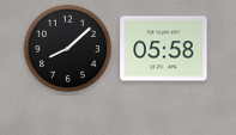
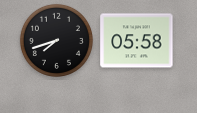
clock at (67, 48): 8:08 -> 7:42
